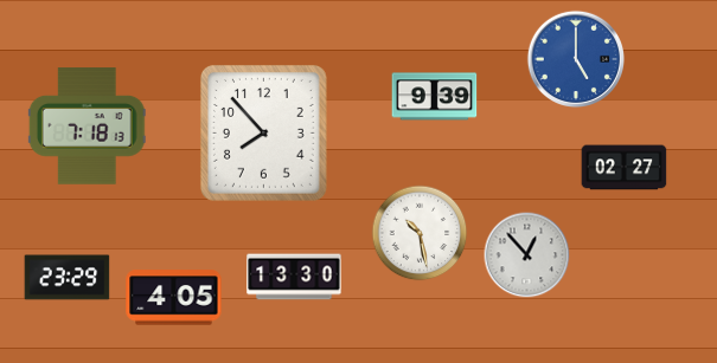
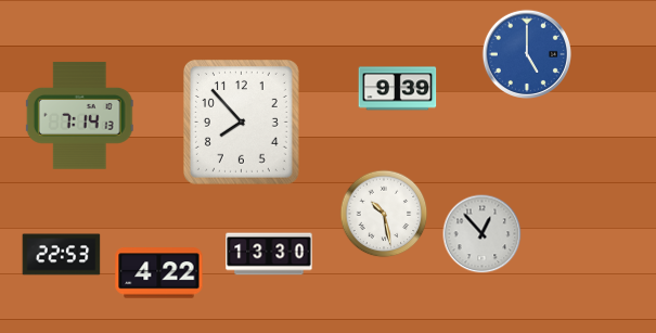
clock at (87, 127): 7:18 -> 7:14
clock at (625, 168): 02:27 -> none
clock at (68, 278): 23:29 -> 22:53
clock at (174, 298): 4:05 -> 4:22
